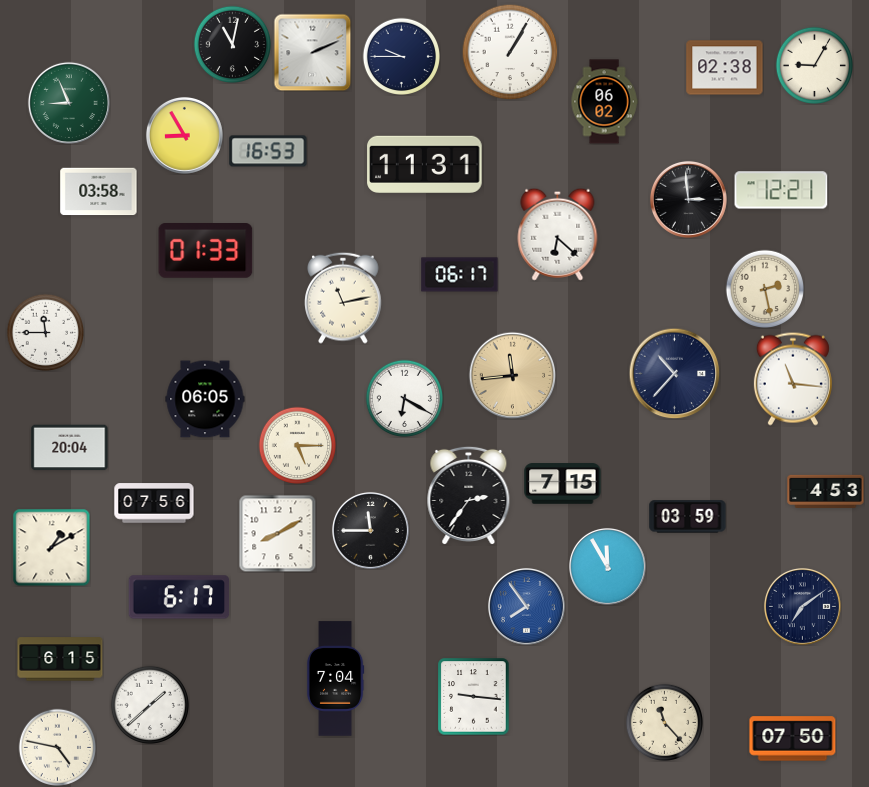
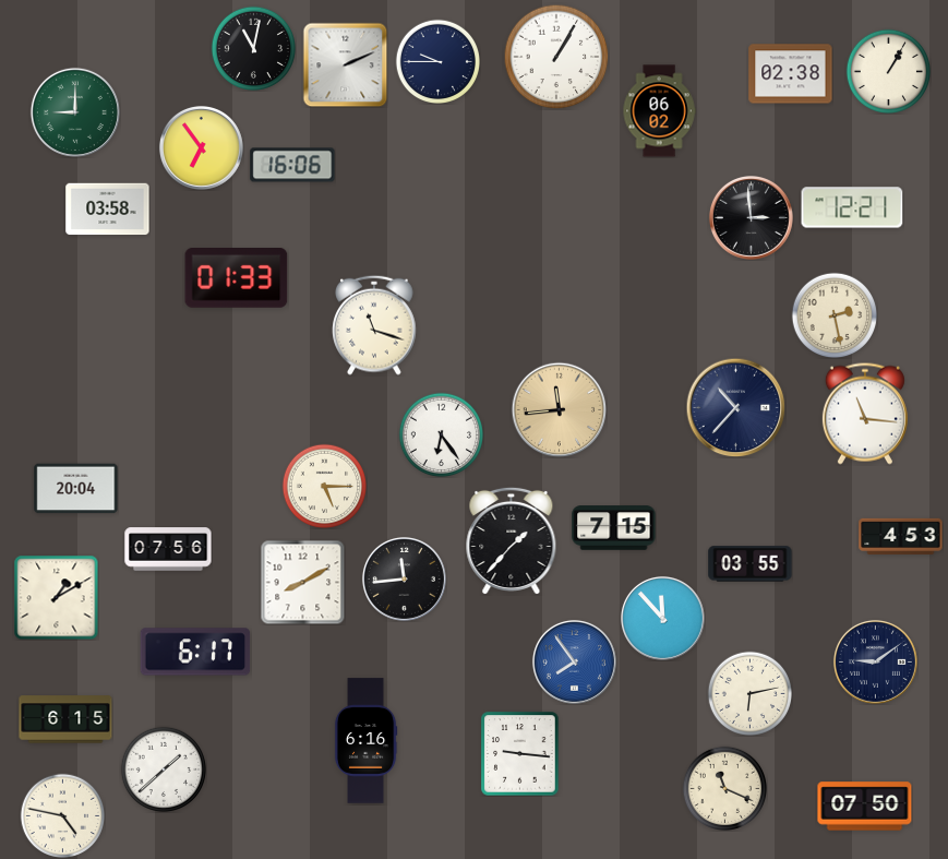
clock at (312, 52) position: (312, 52) -> (345, 64)
clock at (814, 65): 9:05 -> 1:05
clock at (69, 103): 8:56 -> 9:00
clock at (184, 135): 8:55 -> 6:54
clock at (268, 151): 16:53 -> 16:06
clock at (425, 164): 11:31 -> none
clock at (558, 234): 6:22 -> none
clock at (206, 251) position: (206, 251) -> (237, 278)
clock at (460, 275): 06:17 -> none
clock at (343, 298): 11:13 -> 11:18
clock at (45, 332): 11:45 -> none
clock at (404, 398): 6:20 -> 6:24
clock at (205, 399): 06:05 -> none
clock at (469, 495): 2:36 -> 1:37
clock at (688, 517): 03:59 -> 03:55
clock at (370, 530): 11:45 -> 11:44
clock at (607, 566): 11:55 -> 11:53
clock at (802, 606): 7:09 -> 9:09
clock at (749, 693): none -> 6:13
clock at (335, 679): 7:04 -> 6:16
clock at (474, 697) position: (474, 697) -> (520, 754)
clock at (664, 722): 11:23 -> 11:19
